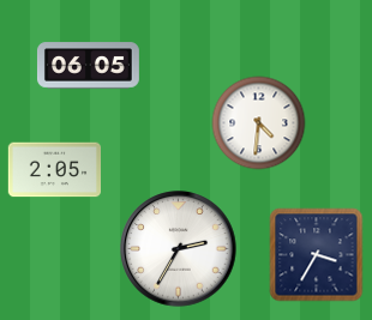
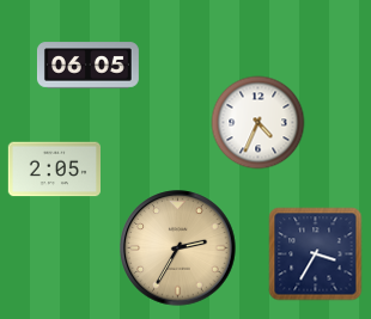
clock at (258, 122): 4:31 -> 4:34
clock at (179, 249) dial: white -> champagne
